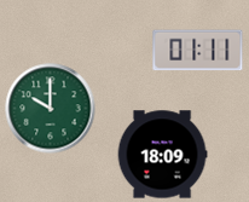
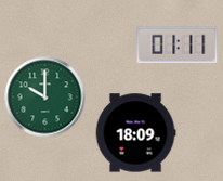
clock at (162, 155) position: (162, 155) -> (135, 133)
